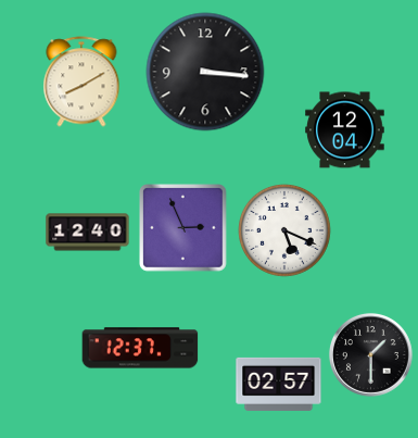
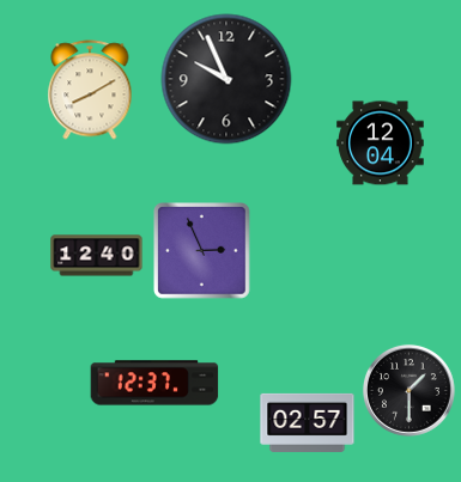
clock at (205, 72): 3:16 -> 9:56
clock at (286, 231): 5:19 -> none
